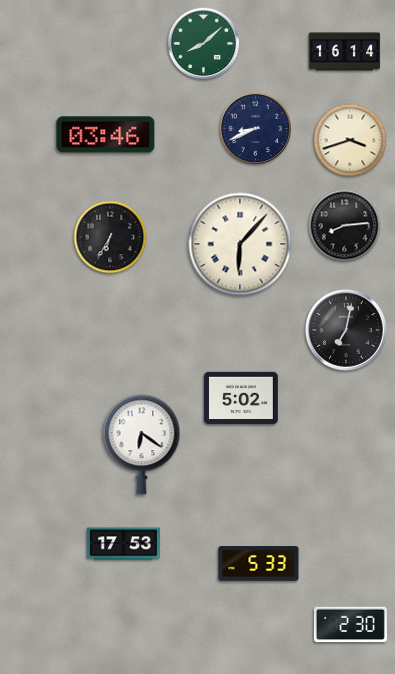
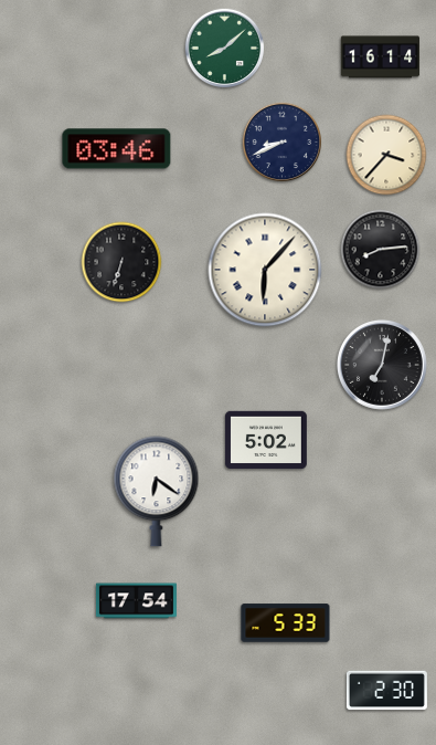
clock at (350, 140): 3:42 -> 3:37
clock at (110, 237): 6:35 -> 6:33
clock at (123, 544): 17:53 -> 17:54
